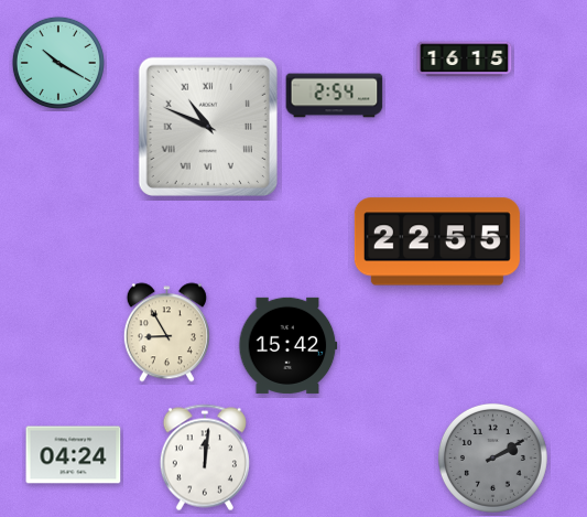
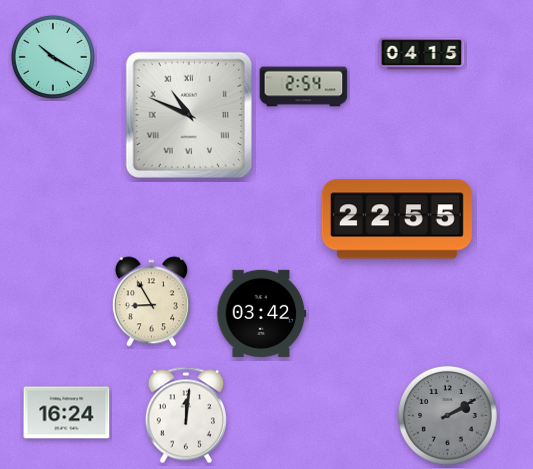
clock at (465, 60): 16:15 -> 04:15
clock at (289, 345): 15:42 -> 03:42
clock at (74, 455): 04:24 -> 16:24
